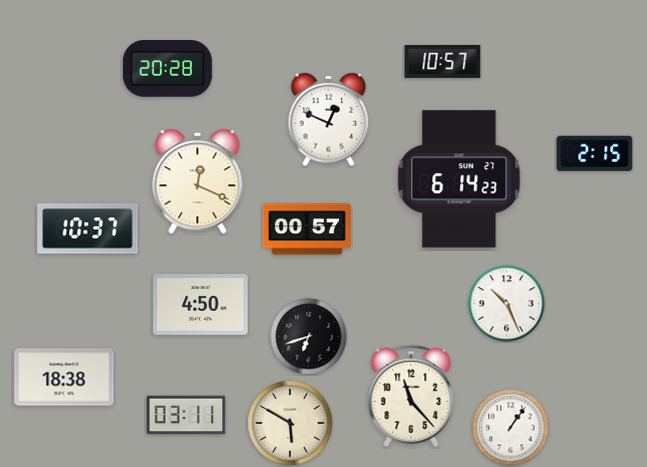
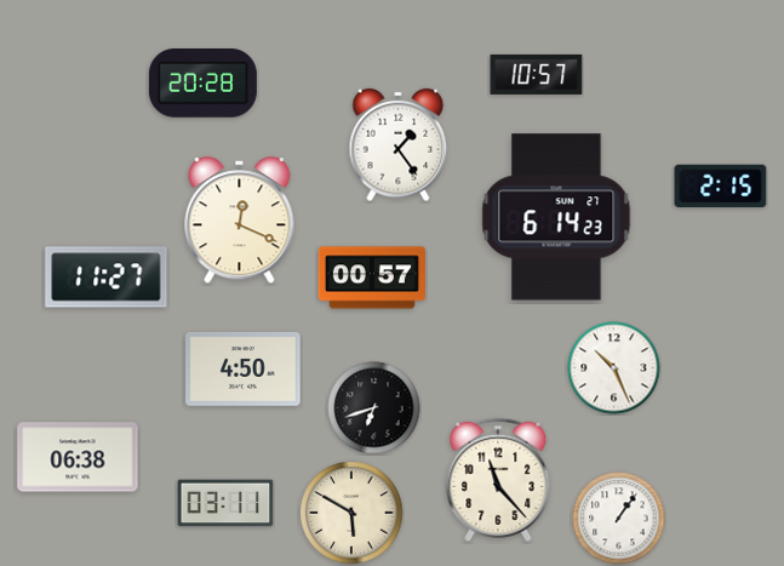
clock at (329, 120): 12:49 -> 1:24
clock at (88, 229): 10:37 -> 11:27
clock at (64, 377): 18:38 -> 06:38
